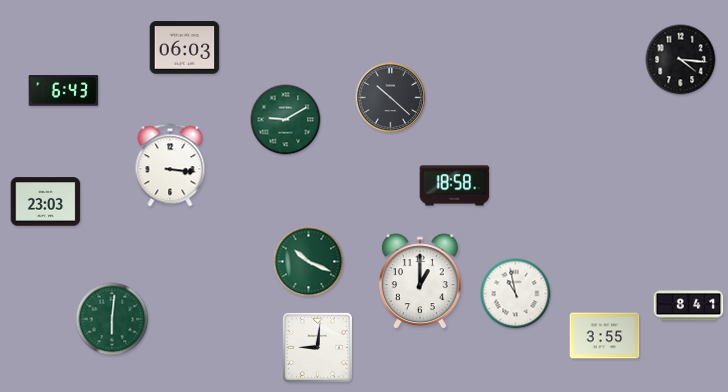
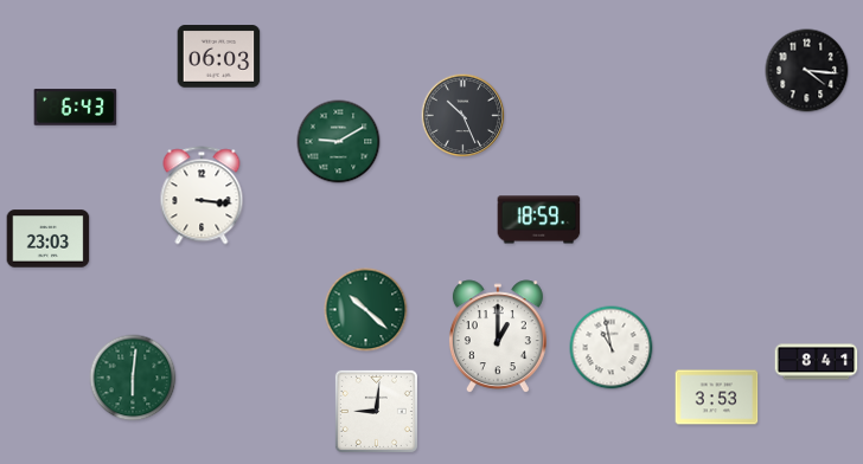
clock at (391, 98): 10:22 -> 10:26
clock at (455, 186): 18:58 -> 18:59
clock at (46, 202) position: (46, 202) -> (49, 239)
clock at (309, 262): 10:19 -> 10:22
clock at (420, 282) position: (420, 282) -> (498, 337)
clock at (605, 336): 3:55 -> 3:53
